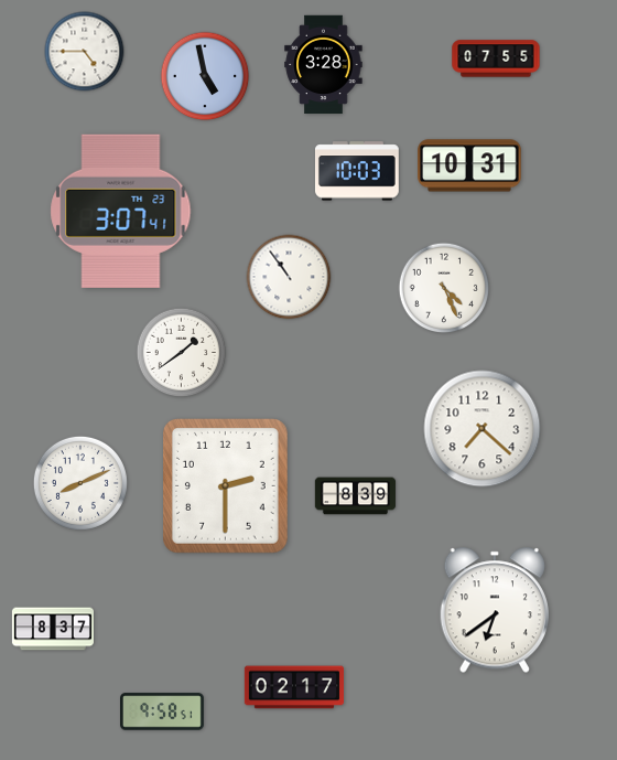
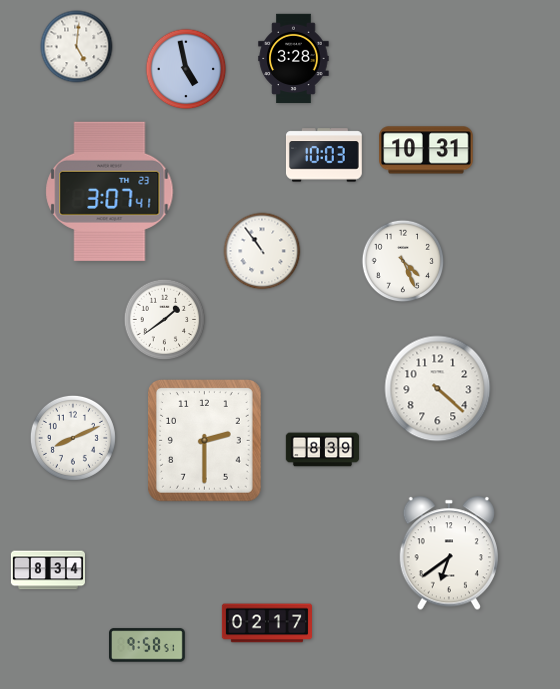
clock at (85, 52): 4:45 -> 5:01
clock at (496, 58): 07:55 -> none
clock at (483, 429): 7:22 -> 4:22
clock at (53, 629): 8:37 -> 8:34
